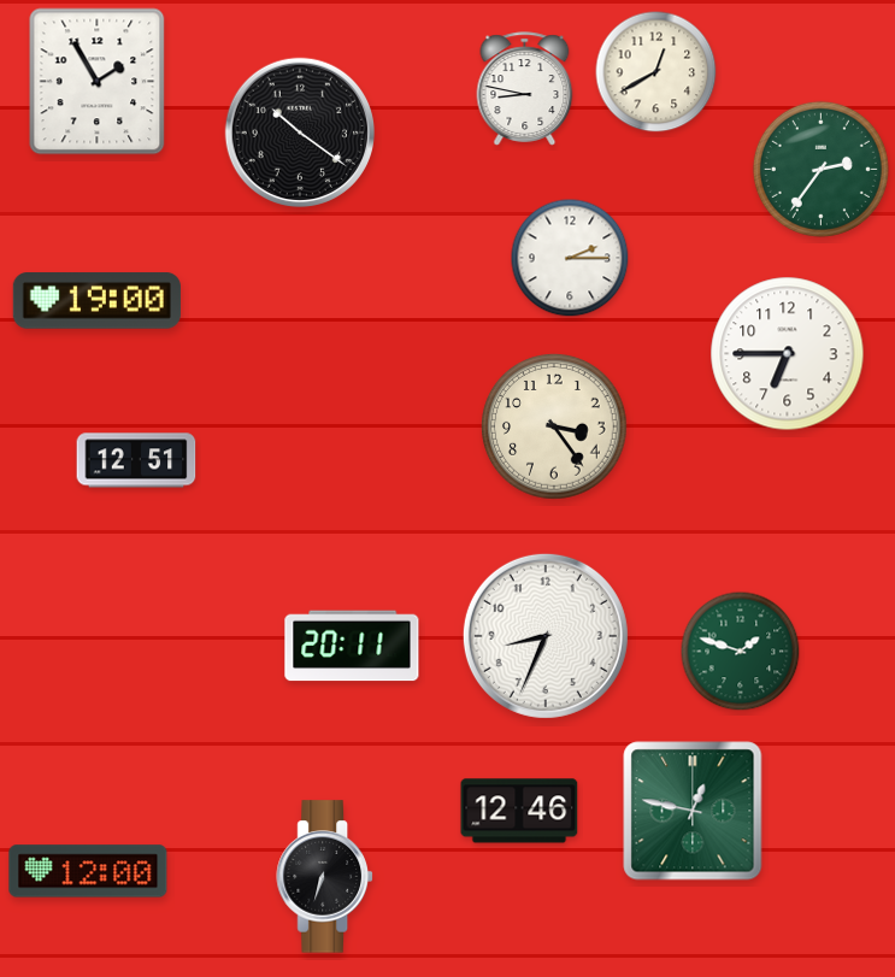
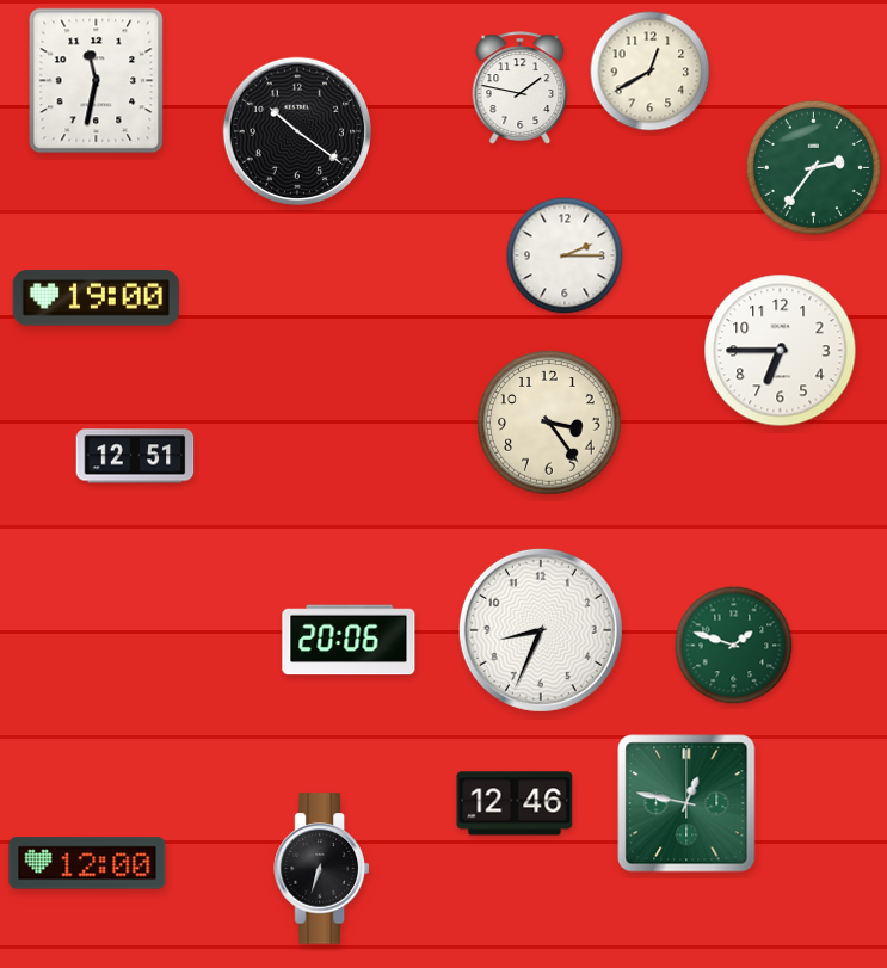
clock at (98, 82): 1:55 -> 11:32
clock at (525, 89): 8:47 -> 1:47
clock at (352, 646): 20:11 -> 20:06
